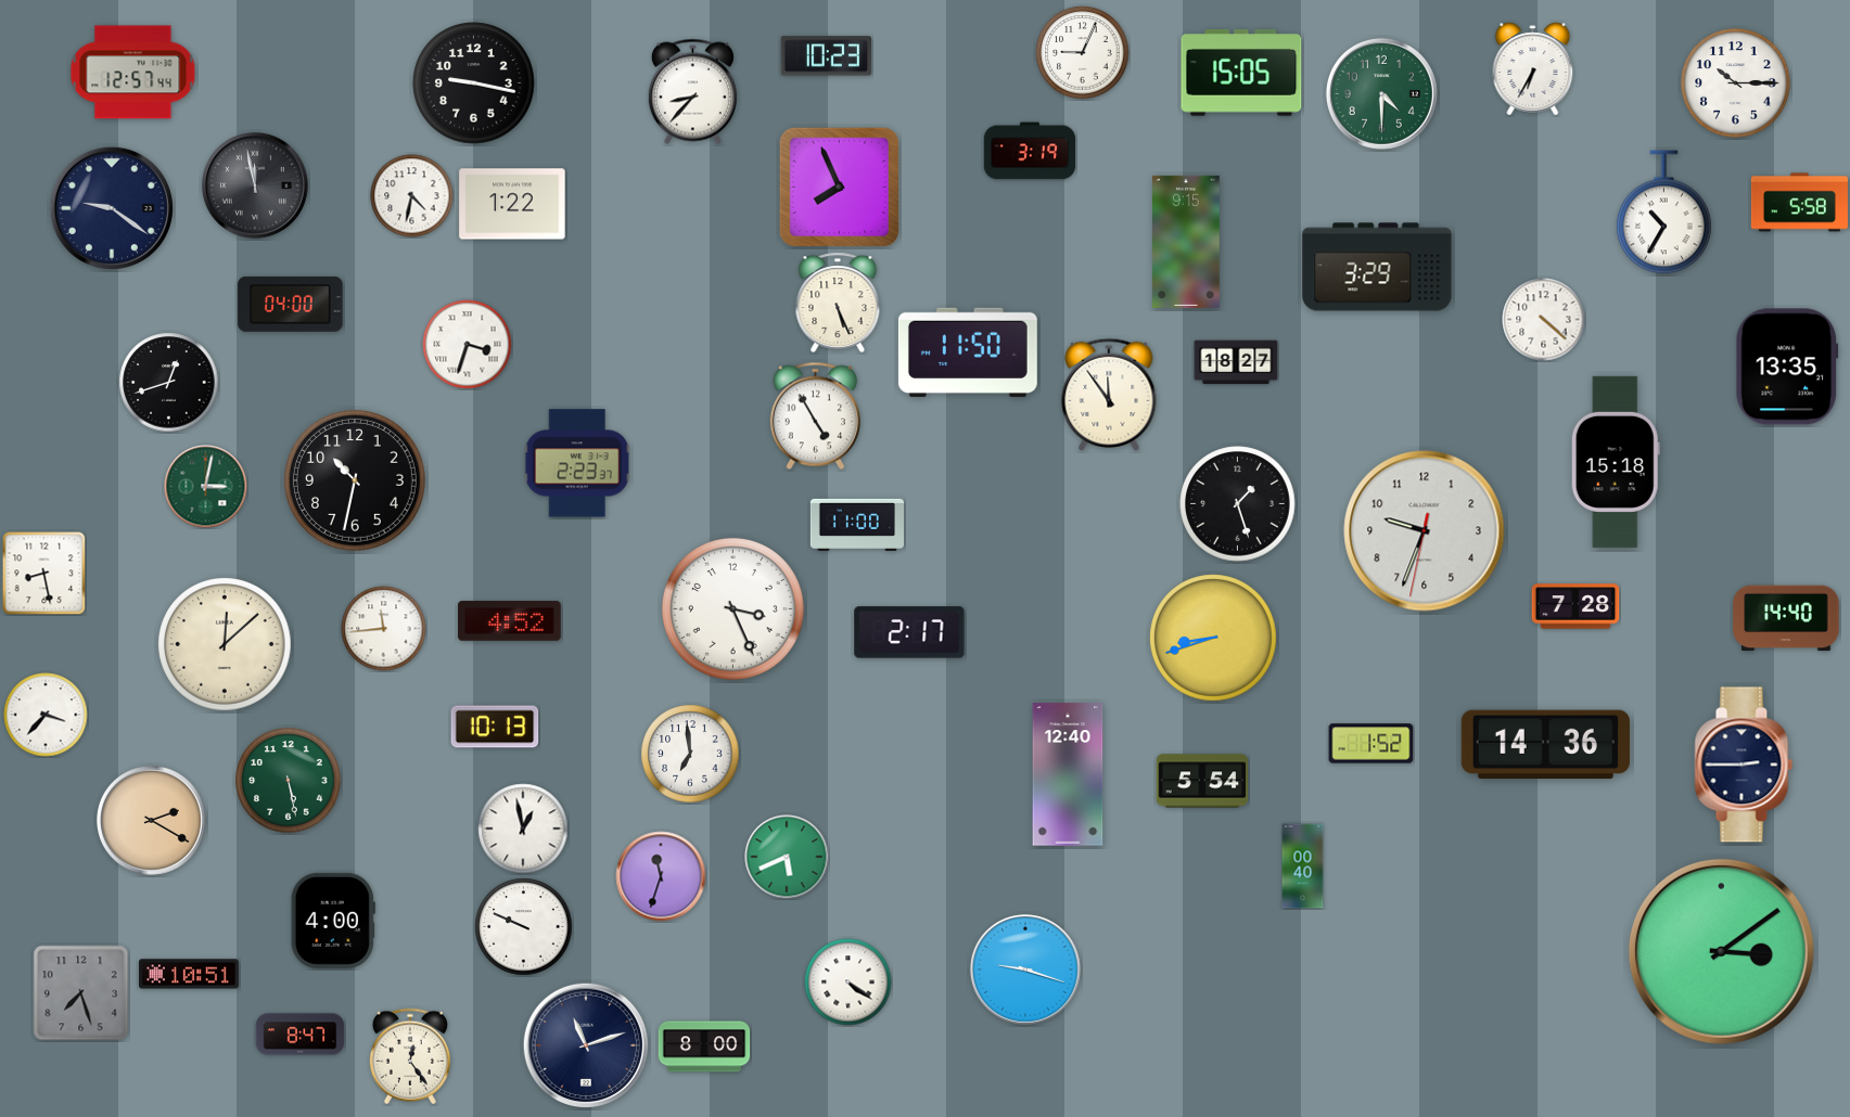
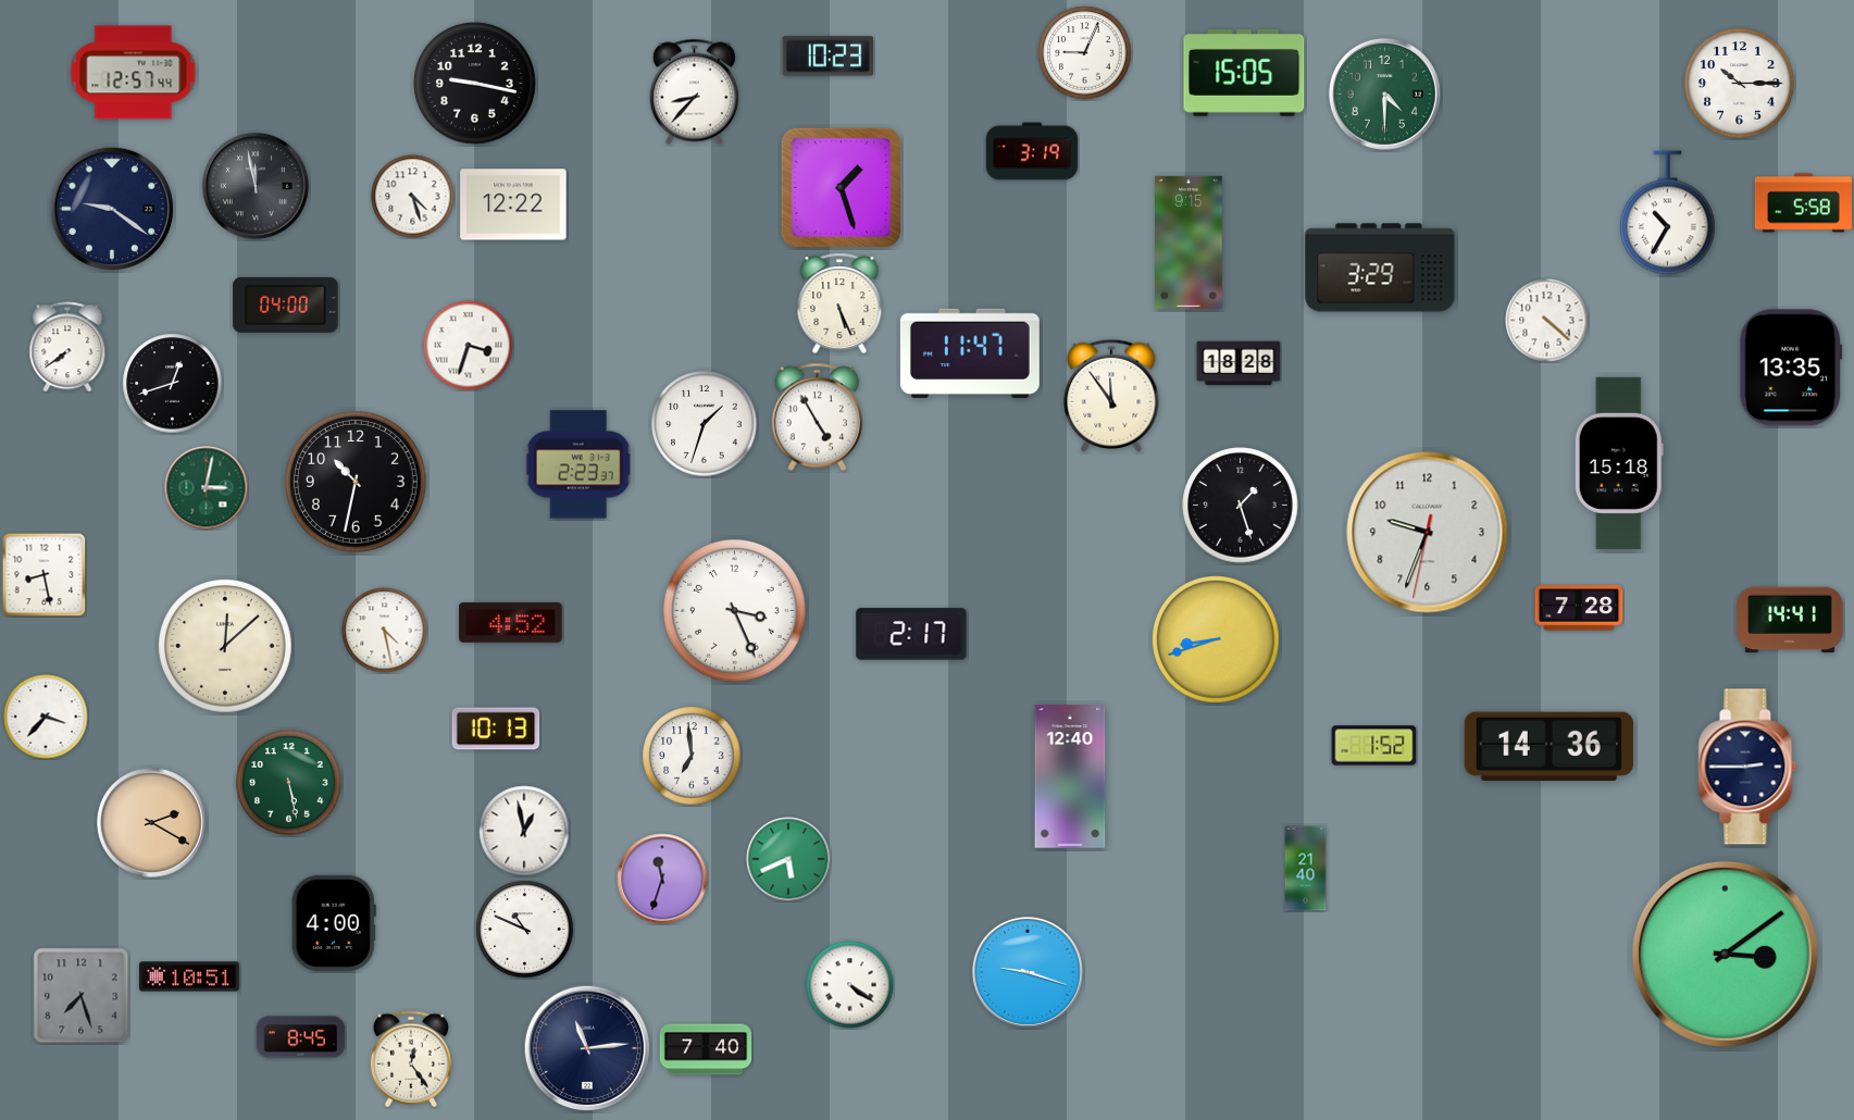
clock at (1533, 69): 6:35 -> none
clock at (840, 188): 7:56 -> 1:27
clock at (412, 196): 4:32 -> 4:27
clock at (512, 204): 1:22 -> 12:22
clock at (291, 304) position: (291, 304) -> (286, 304)
clock at (67, 347): none -> 7:39
clock at (968, 352): 11:50 -> 11:47
clock at (1236, 362): 18:27 -> 18:28
clock at (169, 383) position: (169, 383) -> (173, 384)
clock at (705, 424): none -> 1:33
clock at (856, 525): 11:00 -> none
clock at (1786, 618): 14:40 -> 14:41
clock at (384, 629): 11:44 -> 4:28
clock at (1202, 781): 5:54 -> none
clock at (1303, 866): 00:40 -> 21:40
clock at (524, 927): 9:49 -> 10:49
clock at (301, 1035): 8:47 -> 8:45
clock at (585, 1044): 11:12 -> 11:14
clock at (704, 1047): 8:00 -> 7:40
